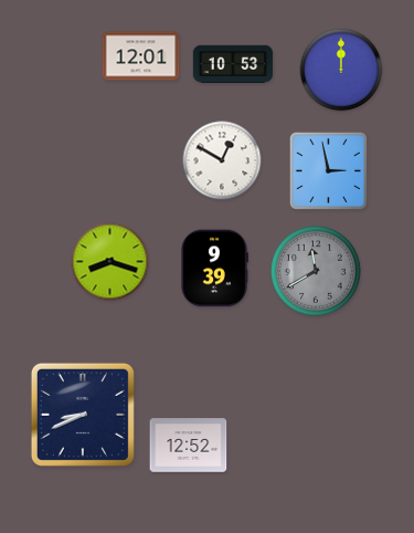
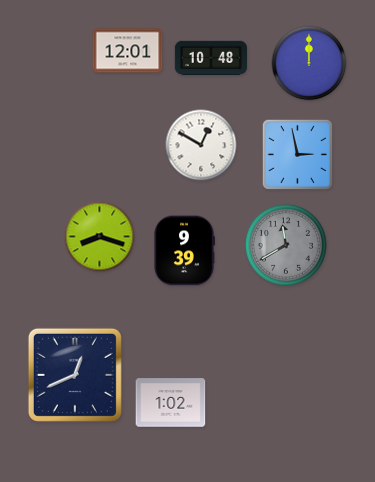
clock at (232, 64): 10:53 -> 10:48
clock at (214, 269) position: (214, 269) -> (184, 251)
clock at (83, 415): 8:41 -> 12:41
clock at (189, 446): 12:52 -> 1:02
